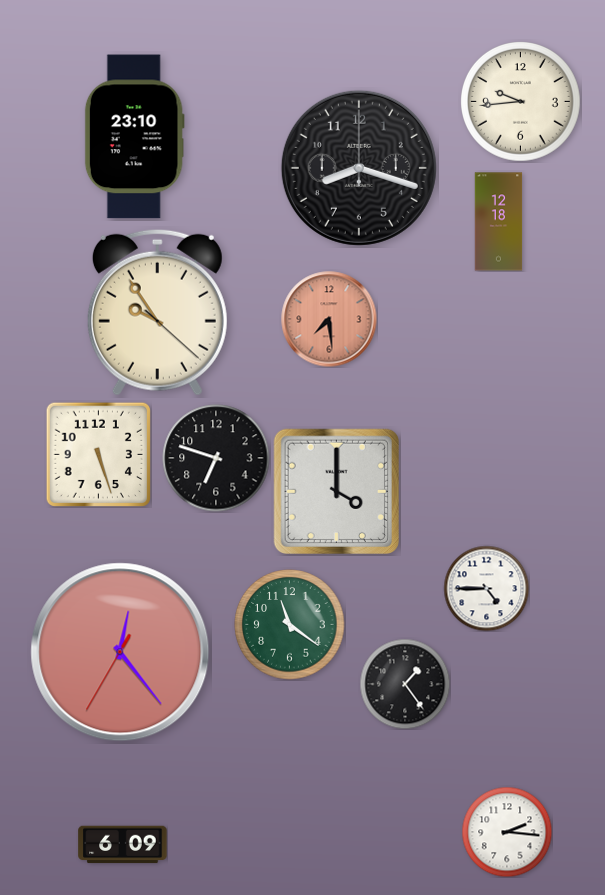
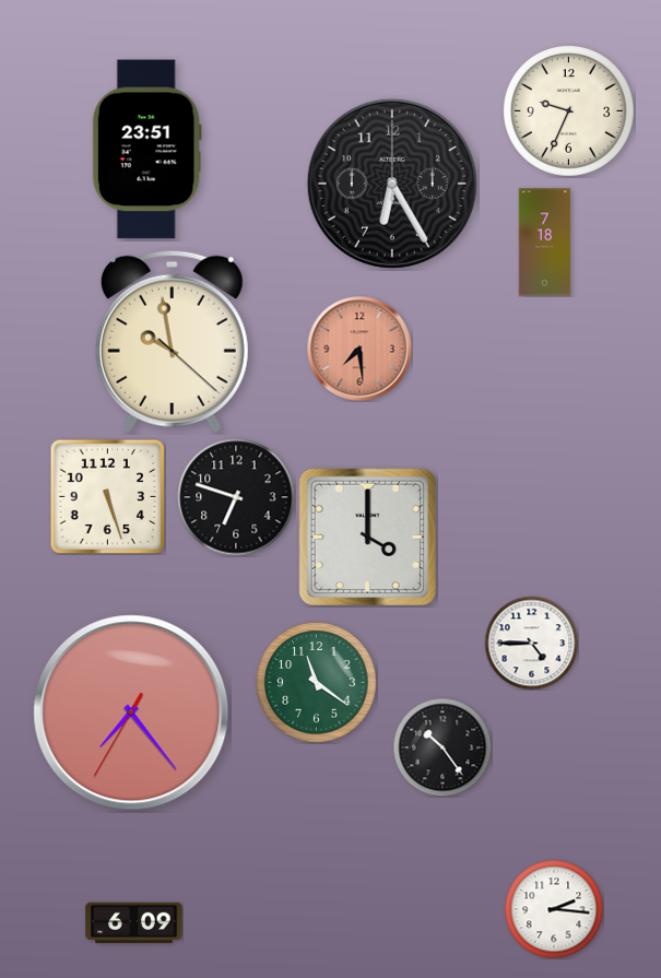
clock at (521, 102): 9:44 -> 9:34
clock at (134, 137): 23:10 -> 23:51
clock at (359, 168): 8:18 -> 6:25
clock at (499, 222): 12:18 -> 7:18
clock at (157, 312): 9:54 -> 9:58
clock at (216, 458) position: (216, 458) -> (236, 497)
clock at (120, 652): 12:23 -> 7:23
clock at (405, 684): 1:24 -> 10:24
